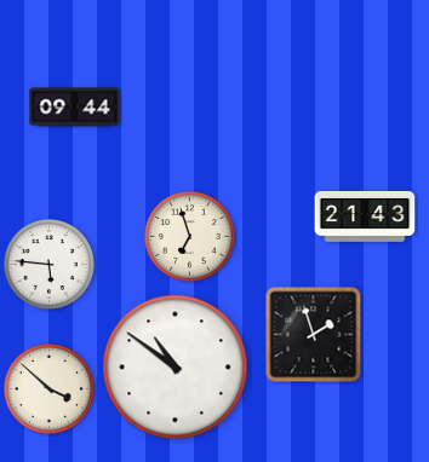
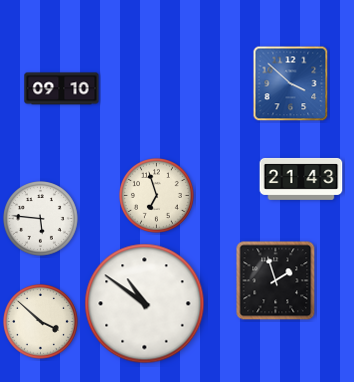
clock at (291, 84): none -> 3:52
clock at (75, 108): 09:44 -> 09:10
clock at (314, 335) position: (314, 335) -> (276, 281)
